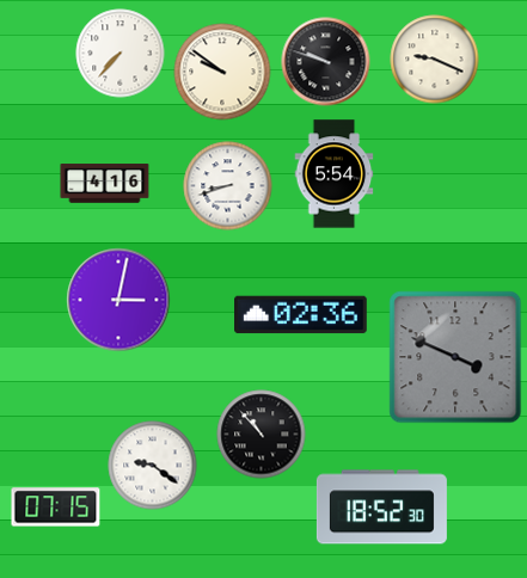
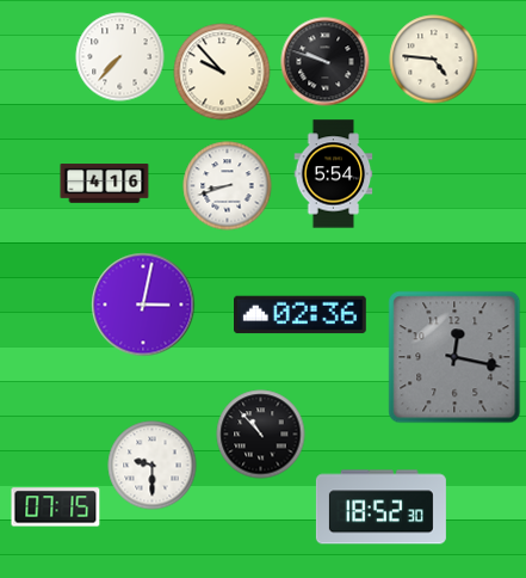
clock at (121, 54) position: (121, 54) -> (120, 57)
clock at (435, 60): 9:19 -> 4:46
clock at (222, 72): 9:51 -> 9:53
clock at (118, 300) position: (118, 300) -> (143, 305)
clock at (455, 357): 3:49 -> 12:17
clock at (153, 466): 9:21 -> 9:30
